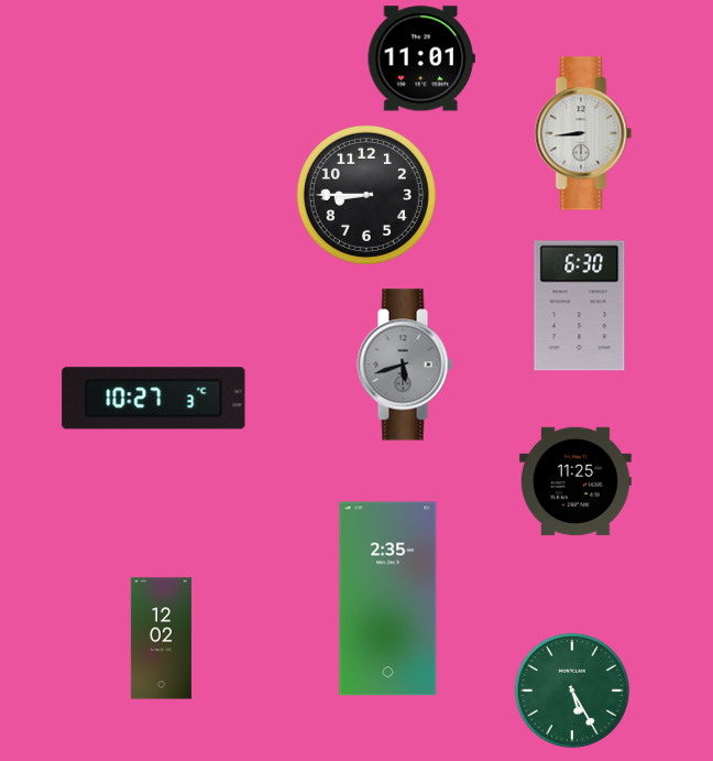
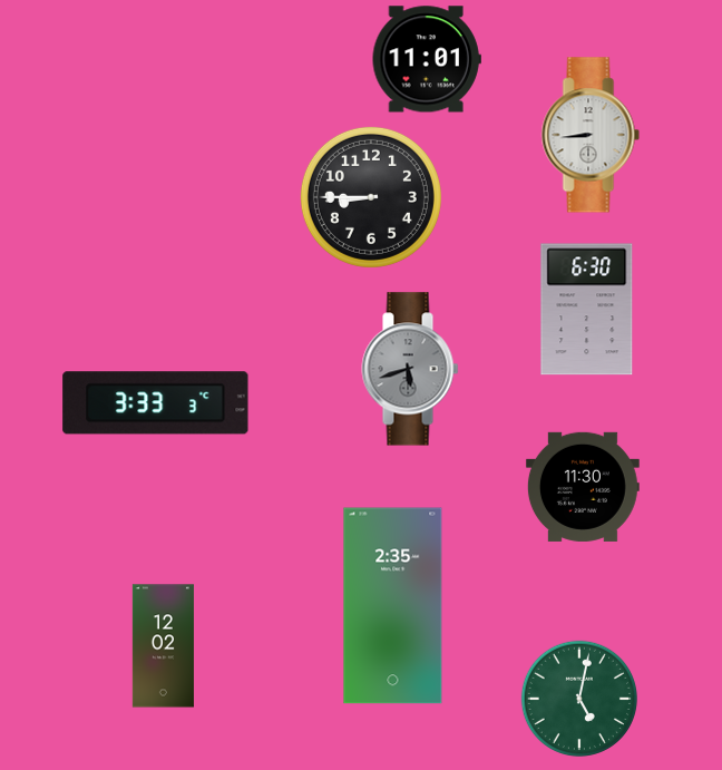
clock at (154, 399): 10:27 -> 3:33
clock at (575, 481): 11:25 -> 11:30
clock at (572, 691): 5:25 -> 5:02
